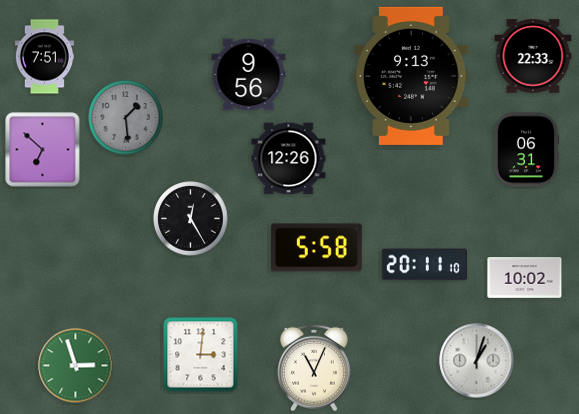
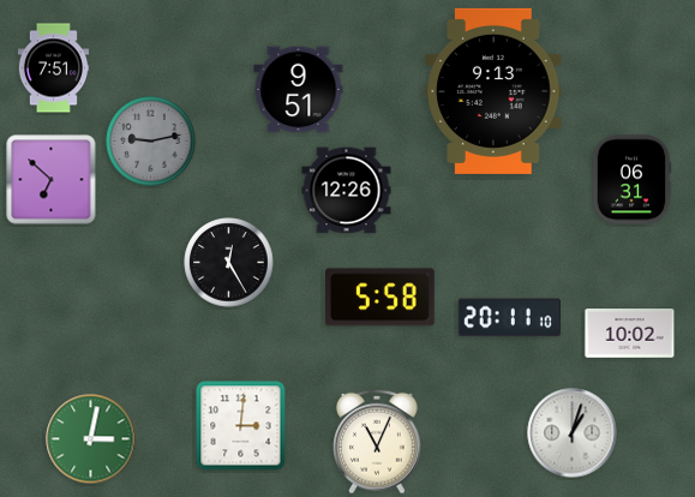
clock at (533, 56): 22:33 -> none
clock at (249, 75): 9:56 -> 9:51
clock at (126, 118): 1:29 -> 9:13
clock at (76, 366): 2:57 -> 3:02
